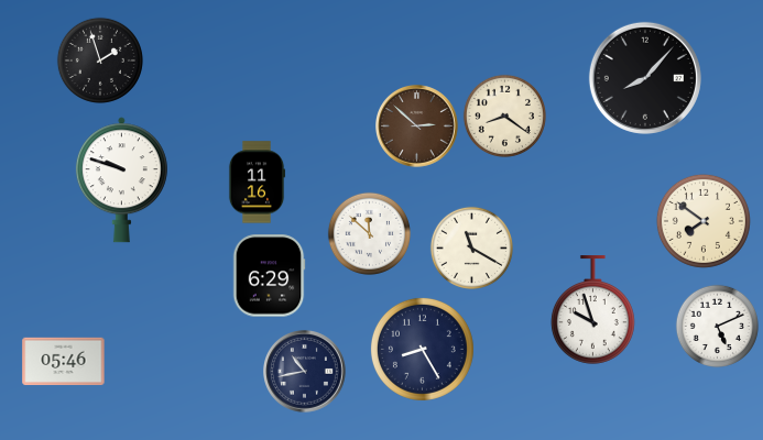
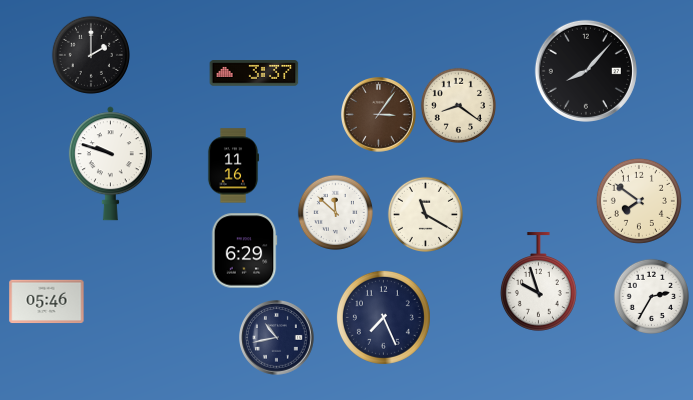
clock at (100, 61): 1:57 -> 2:00
clock at (254, 73): none -> 3:37
clock at (417, 127): 2:52 -> 3:06
clock at (471, 248) position: (471, 248) -> (425, 214)
clock at (717, 326): 5:11 -> 2:35
clock at (422, 349): 8:25 -> 7:26
clock at (64, 362) position: (64, 362) -> (47, 302)
